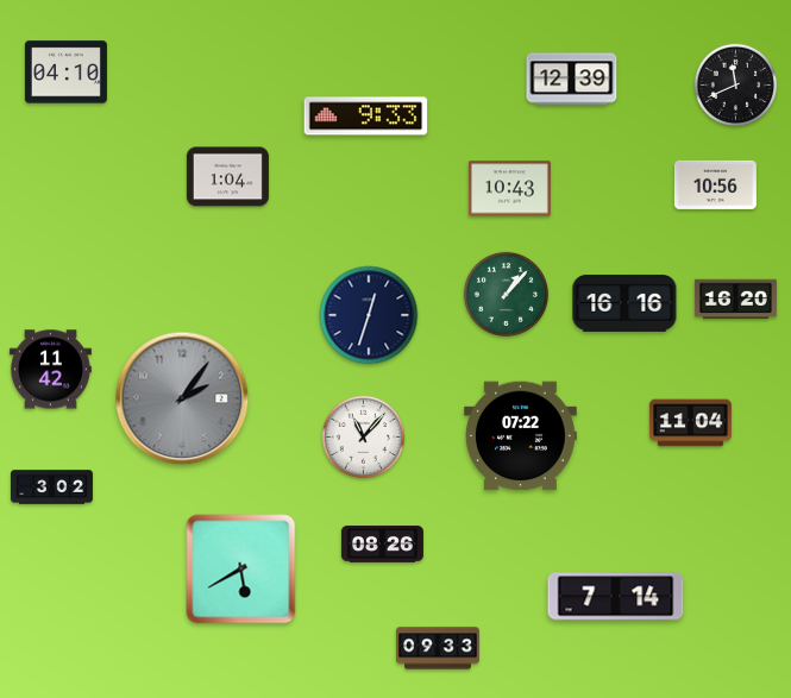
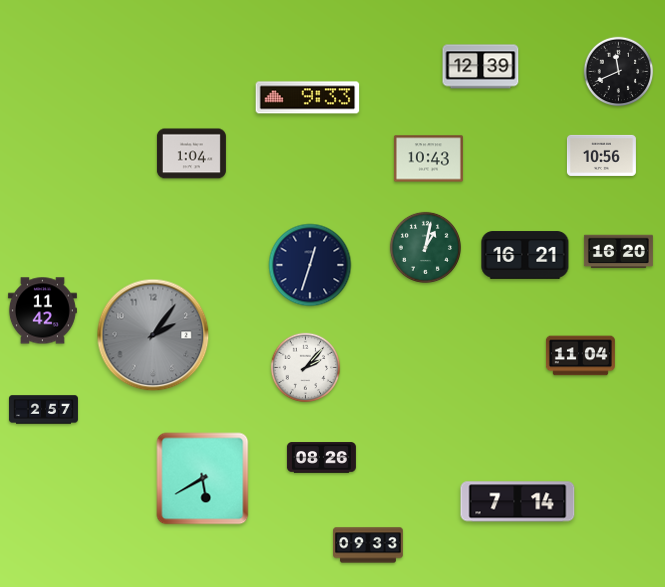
clock at (65, 73): 04:10 -> none
clock at (227, 177) position: (227, 177) -> (191, 154)
clock at (506, 294): 1:07 -> 1:02
clock at (624, 303): 16:16 -> 16:21
clock at (521, 436): 07:22 -> none
clock at (364, 438): 11:07 -> 2:07
clock at (51, 488): 3:02 -> 2:57
